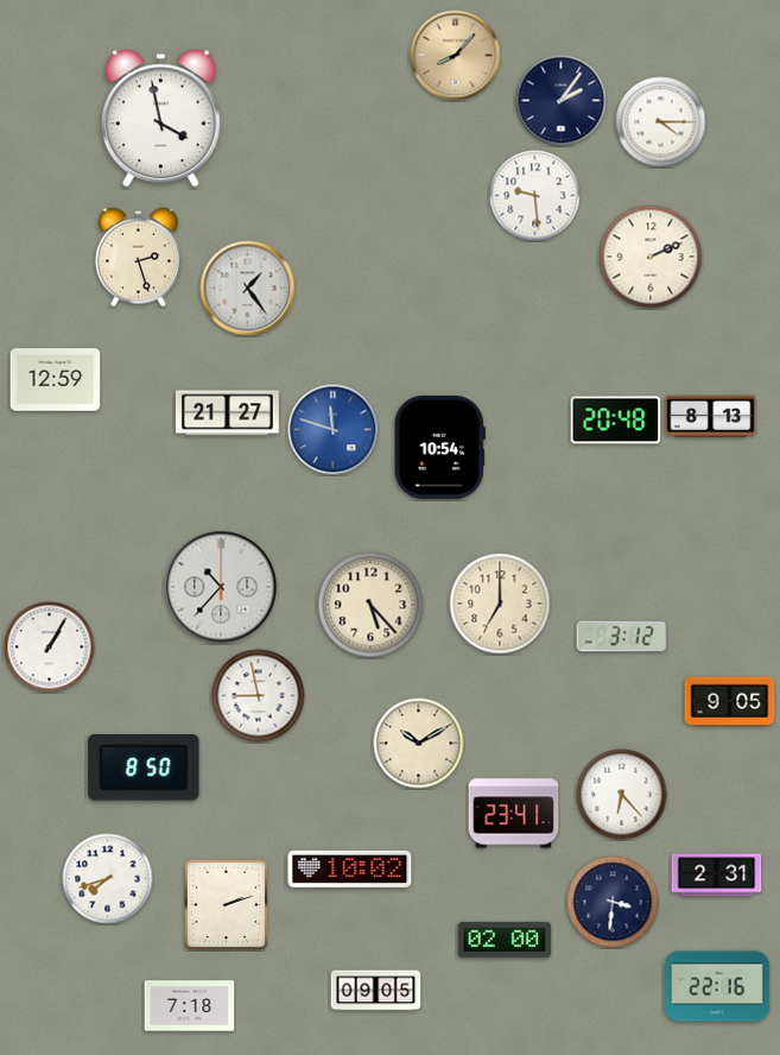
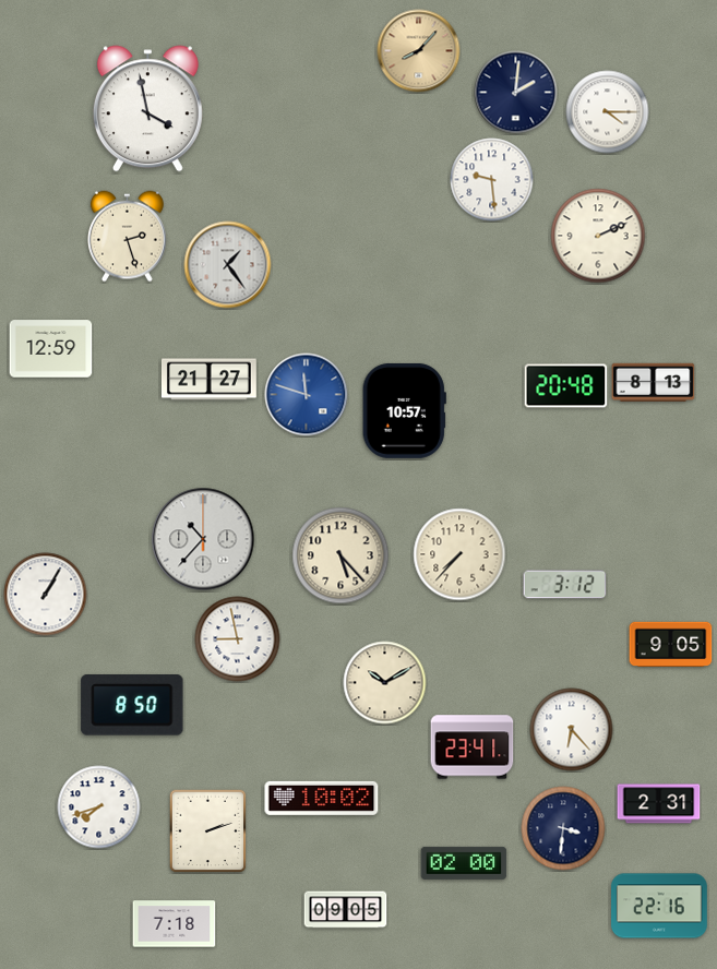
clock at (562, 101): 2:06 -> 2:01
clock at (439, 447): 10:54 -> 10:57
clock at (500, 604): 7:00 -> 7:37
clock at (622, 637) position: (622, 637) -> (565, 585)
